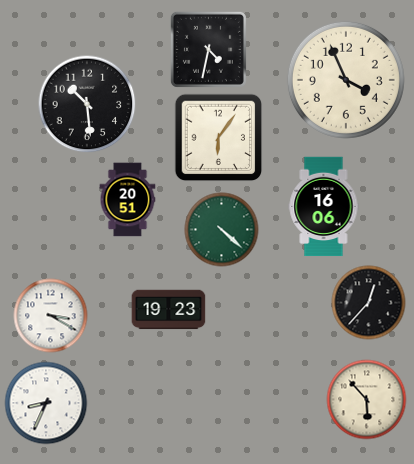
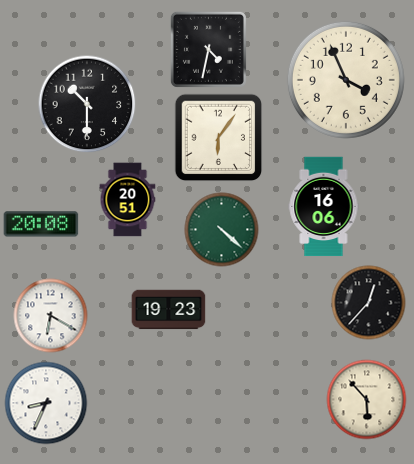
clock at (87, 104): 10:29 -> 10:30
clock at (41, 224): none -> 20:08
clock at (51, 316): 3:20 -> 6:20
